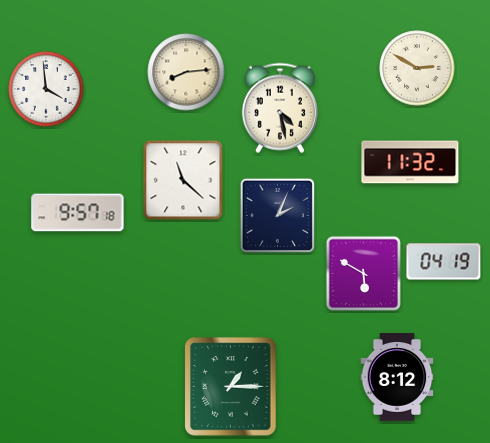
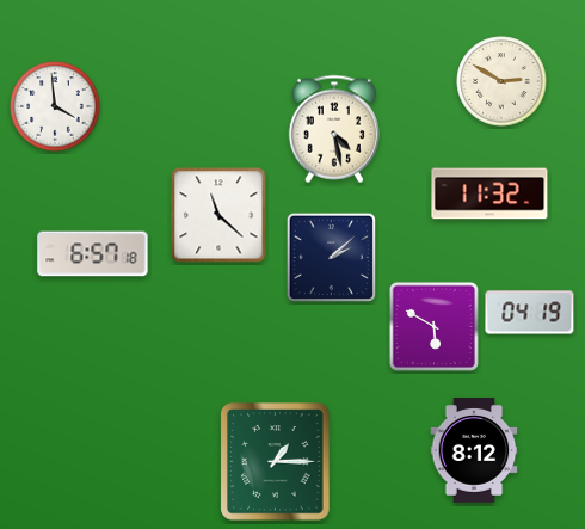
clock at (417, 68) position: (417, 68) -> (501, 81)
clock at (186, 72): 8:14 -> none
clock at (78, 213): 9:57 -> 6:57
clock at (277, 215): 2:04 -> 2:08
